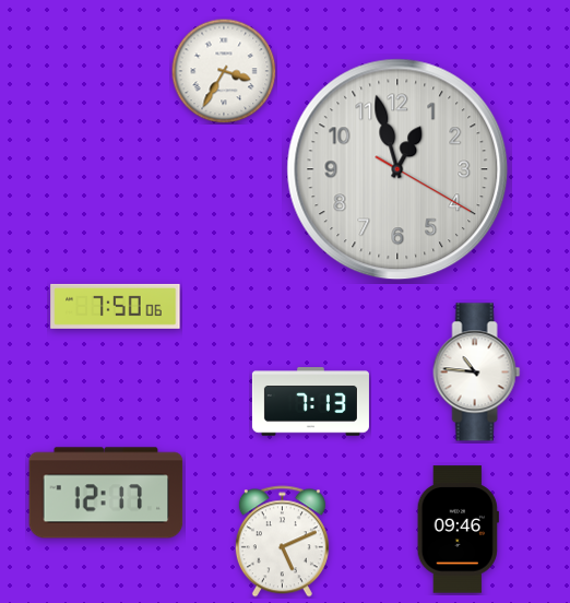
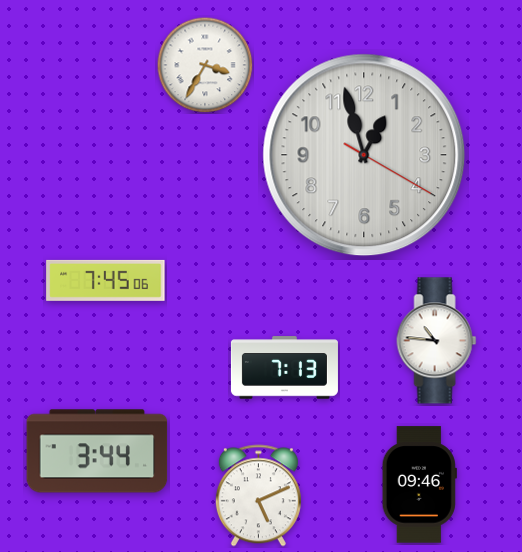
clock at (116, 306): 7:50 -> 7:45
clock at (106, 493): 12:17 -> 3:44
